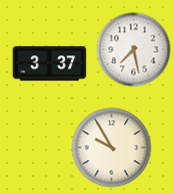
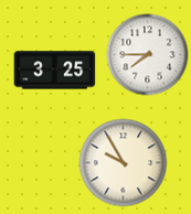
clock at (134, 50): 7:28 -> 7:45
clock at (50, 64): 3:37 -> 3:25
